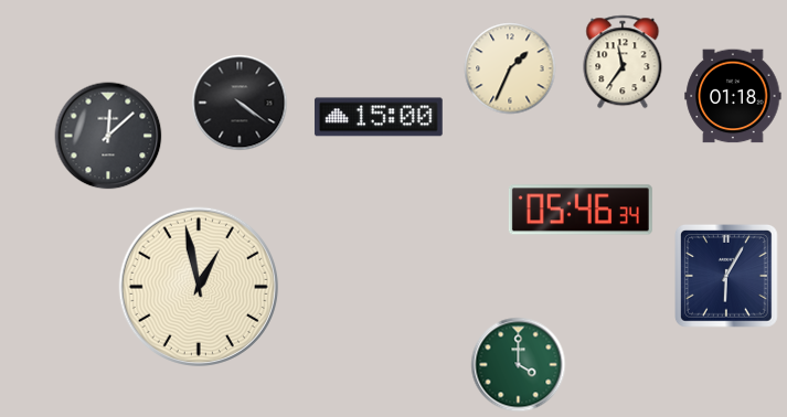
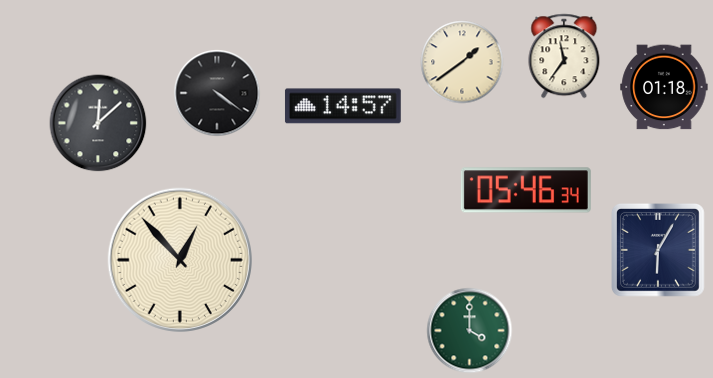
clock at (510, 68): 1:34 -> 1:39
clock at (379, 117): 15:00 -> 14:57
clock at (199, 287): 12:58 -> 12:53
